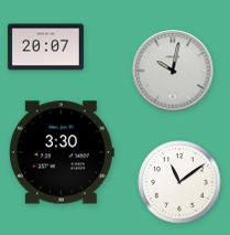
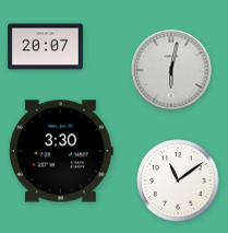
clock at (173, 71): 10:02 -> 6:02
